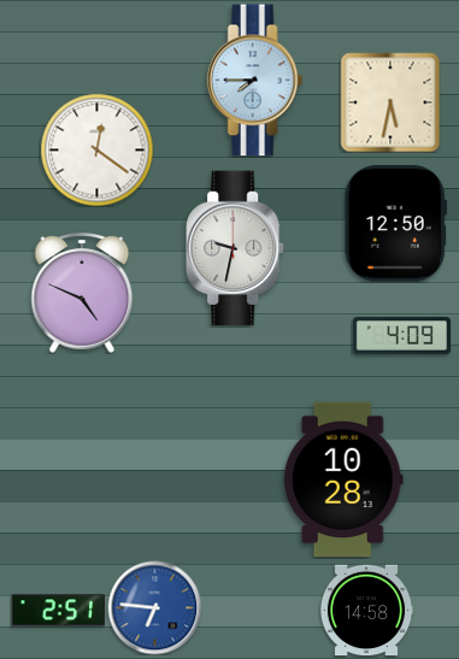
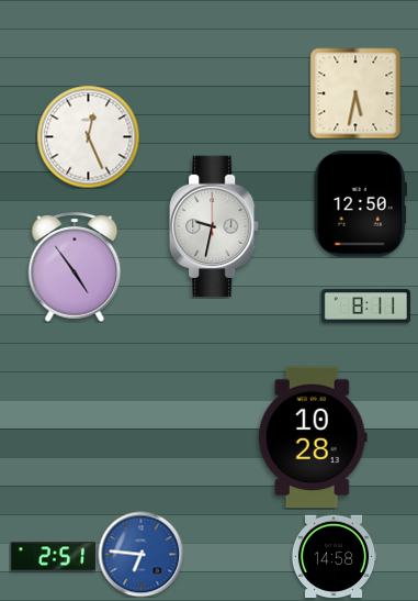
clock at (255, 81): 7:45 -> none
clock at (96, 149): 12:21 -> 12:26
clock at (82, 293): 4:49 -> 4:54
clock at (401, 336): 4:09 -> 8:11
